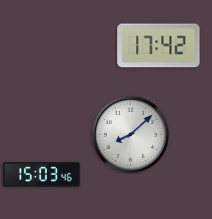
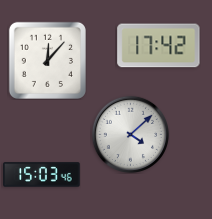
clock at (47, 60): none -> 12:07
clock at (130, 134): 8:08 -> 4:08
